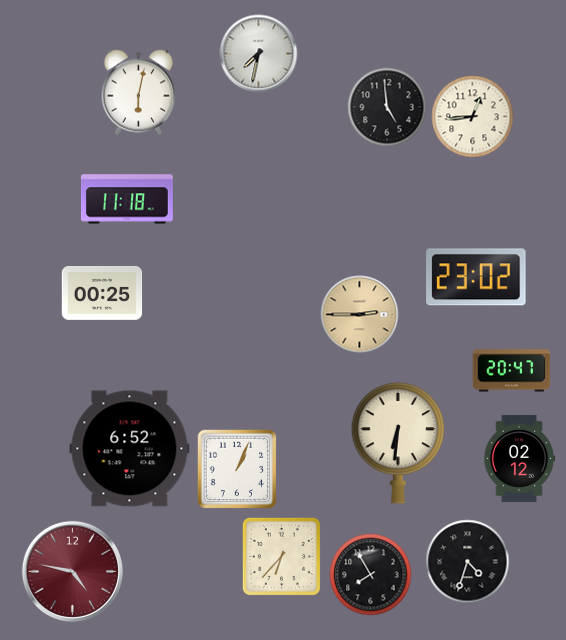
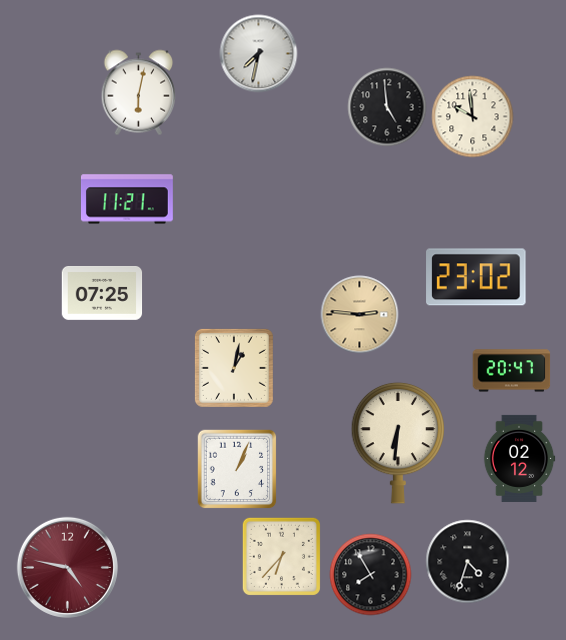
clock at (472, 116): 12:44 -> 9:59
clock at (127, 199): 11:18 -> 11:21
clock at (102, 294): 00:25 -> 07:25
clock at (359, 314): 2:45 -> 2:46
clock at (234, 368): none -> 1:02
clock at (130, 449): 6:52 -> none
clock at (72, 571) position: (72, 571) -> (67, 567)
